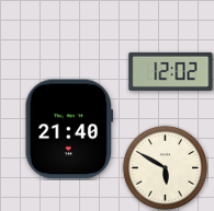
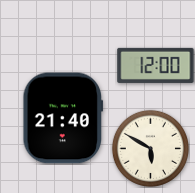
clock at (171, 71): 12:02 -> 12:00
clock at (165, 167) position: (165, 167) -> (150, 148)
